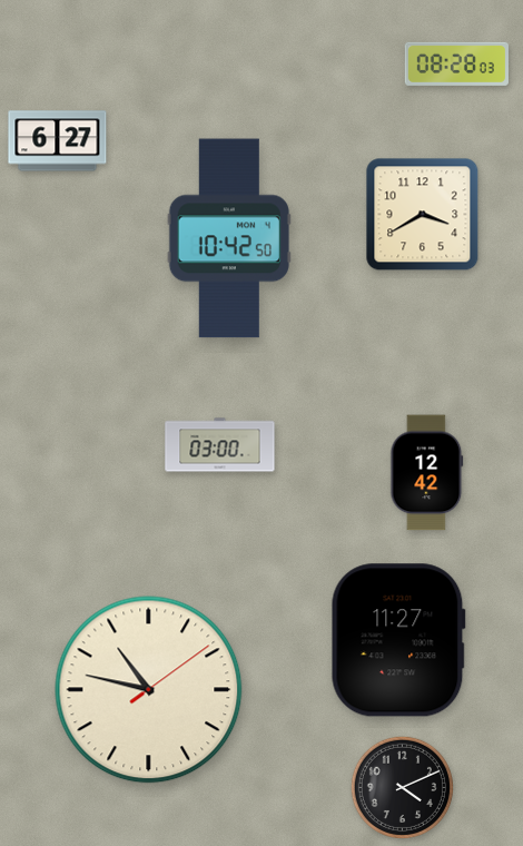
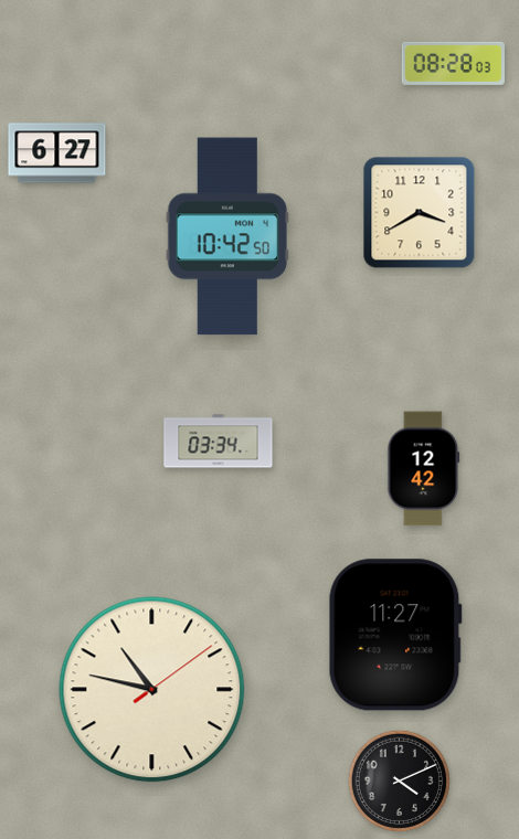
clock at (58, 141) position: (58, 141) -> (57, 153)
clock at (220, 445): 03:00 -> 03:34
clock at (149, 690) position: (149, 690) -> (152, 690)
